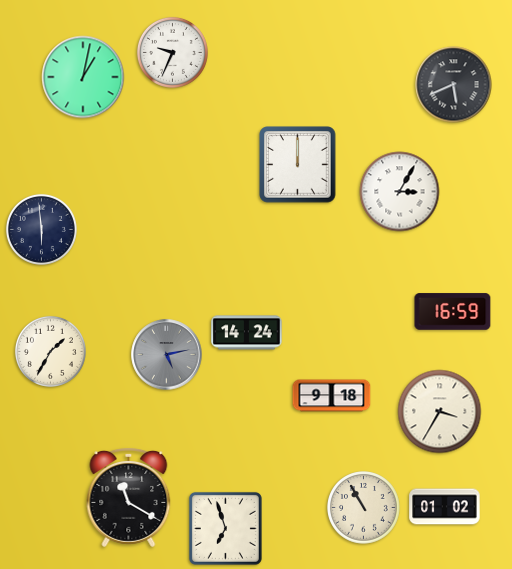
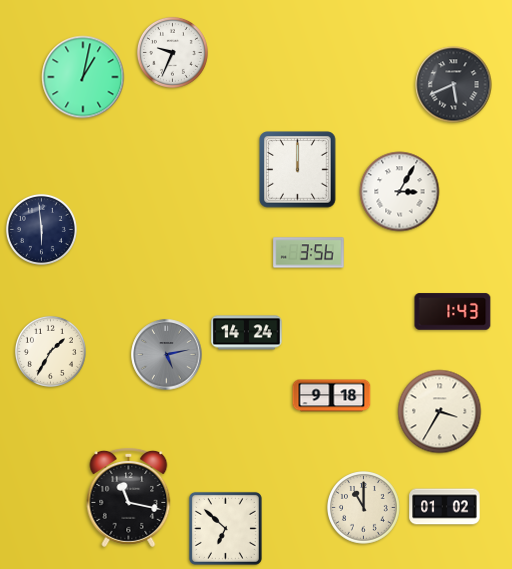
clock at (298, 165) position: (298, 165) -> (298, 170)
clock at (309, 253): none -> 3:56
clock at (453, 312): 16:59 -> 1:43
clock at (129, 498): 11:20 -> 11:17
clock at (364, 508): 10:55 -> 11:00
clock at (225, 528): 6:57 -> 6:52
